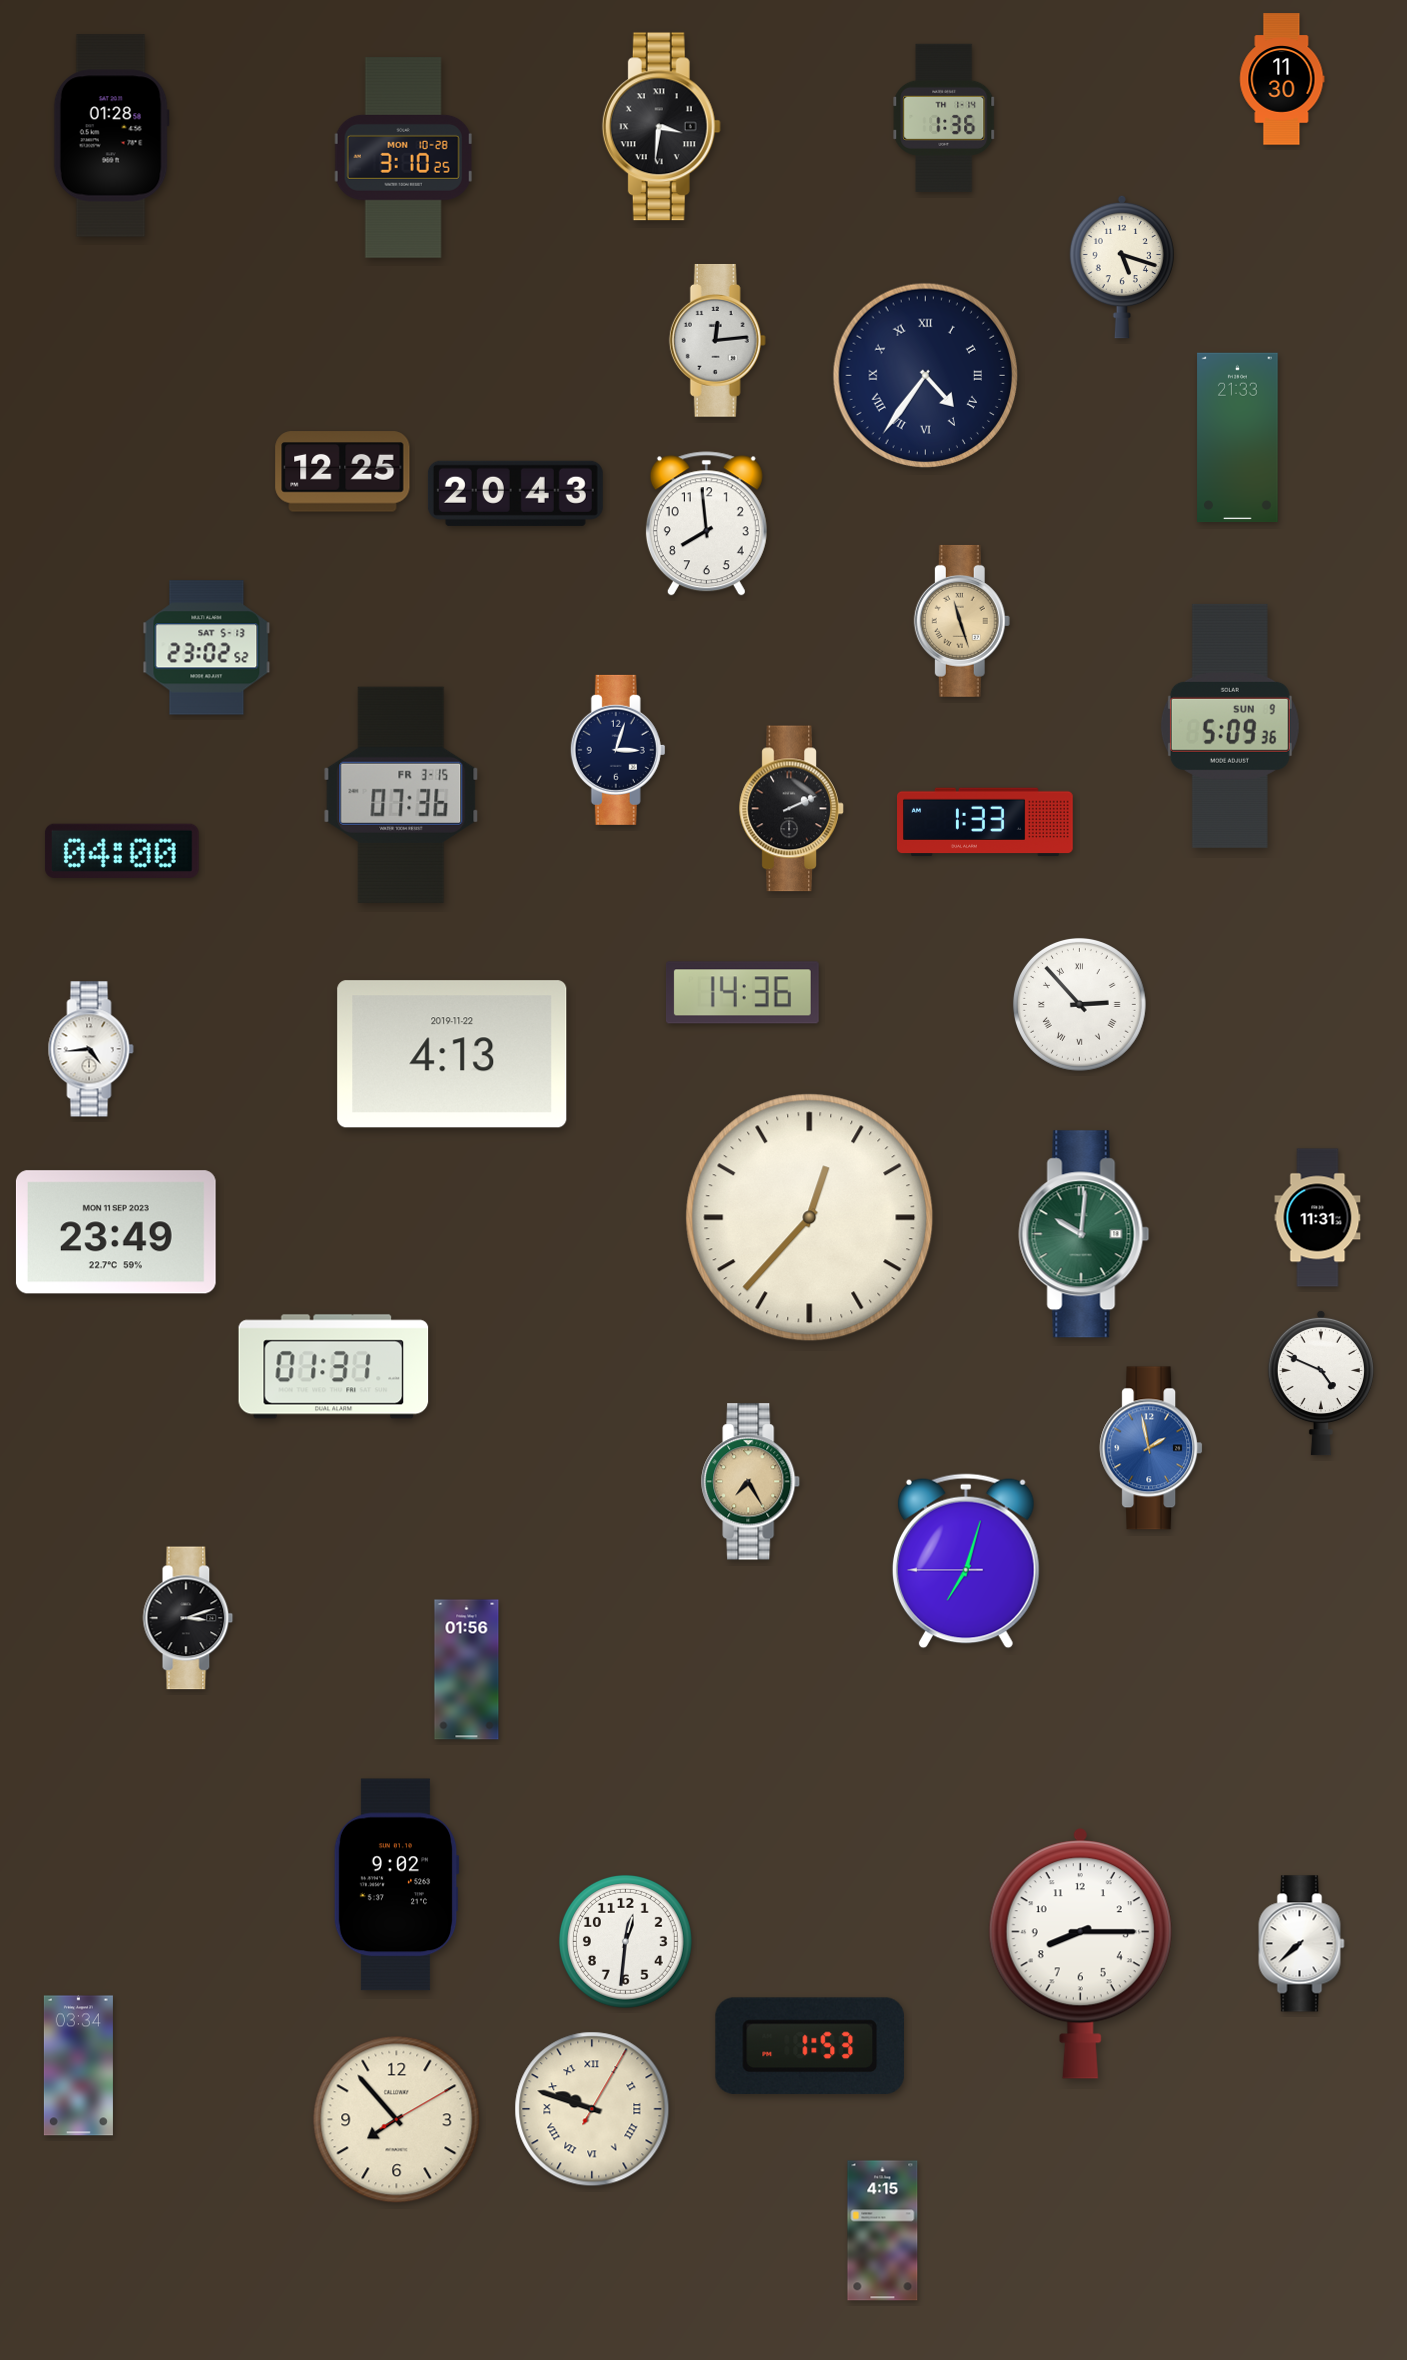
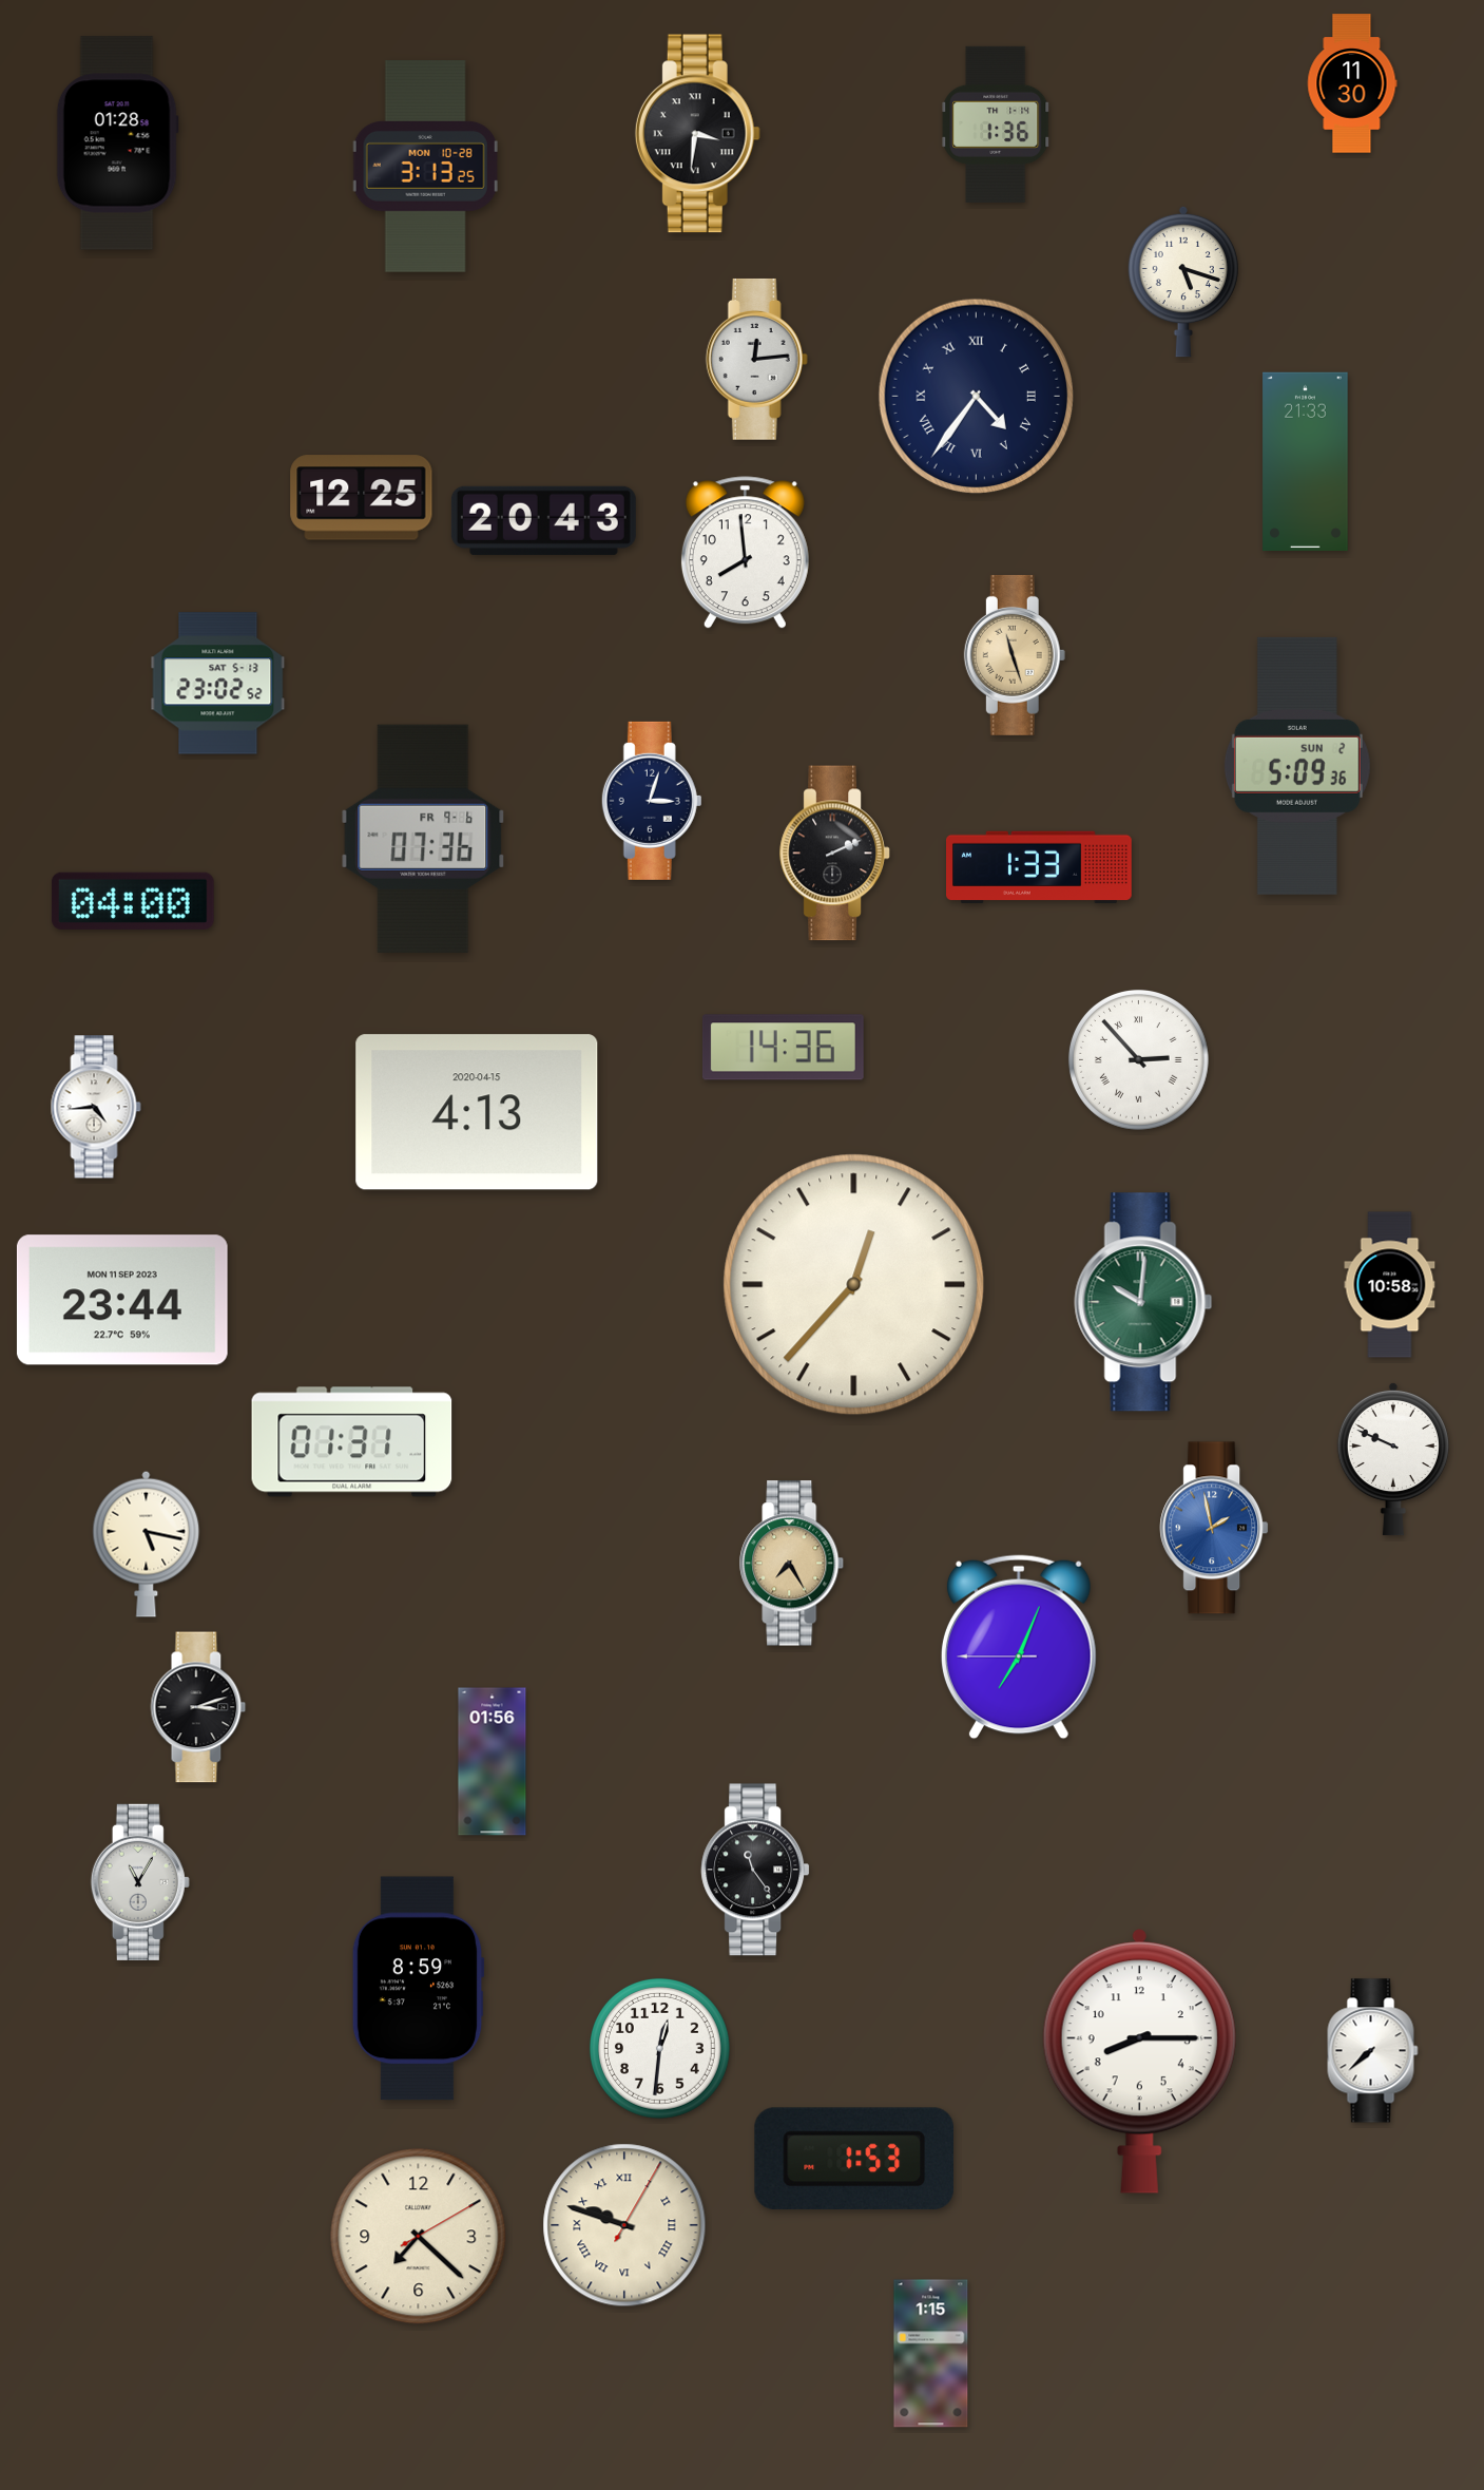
clock at (403, 158): 3:10 -> 3:13
clock at (1230, 726) date: SUN 9 -> SUN 2
clock at (618, 750) position: (618, 750) -> (652, 801)
clock at (401, 795) date: FR 3-15 -> FR 9-6
clock at (122, 851) position: (122, 851) -> (133, 901)
clock at (452, 1054) date: 2019-11-22 -> 2020-04-15
clock at (1318, 1218): 11:31 -> 10:58
clock at (116, 1232): 23:49 -> 23:44
clock at (1321, 1383): 4:49 -> 9:49
clock at (147, 1544): none -> 5:17
clock at (966, 1561): 7:02 -> 7:03
clock at (755, 1870): none -> 11:24
clock at (140, 1882): none -> 11:05
clock at (396, 1885): 9:02 -> 8:59
clock at (78, 2066): 03:34 -> none
clock at (397, 2120): 7:53 -> 7:22
clock at (883, 2231): 4:15 -> 1:15
